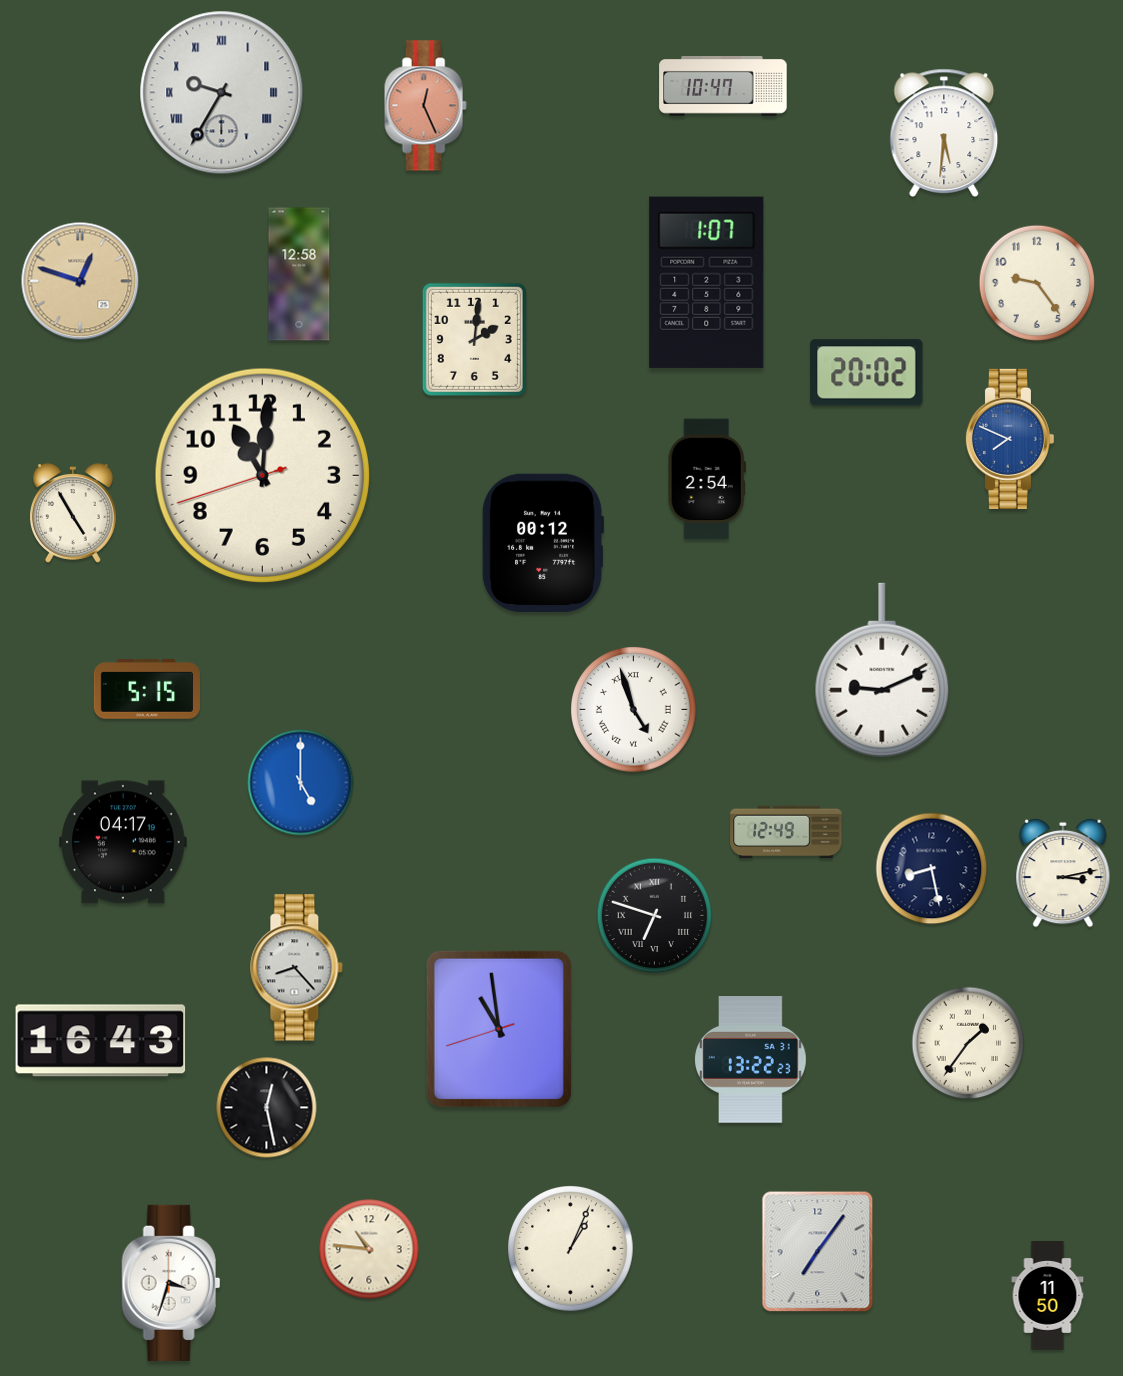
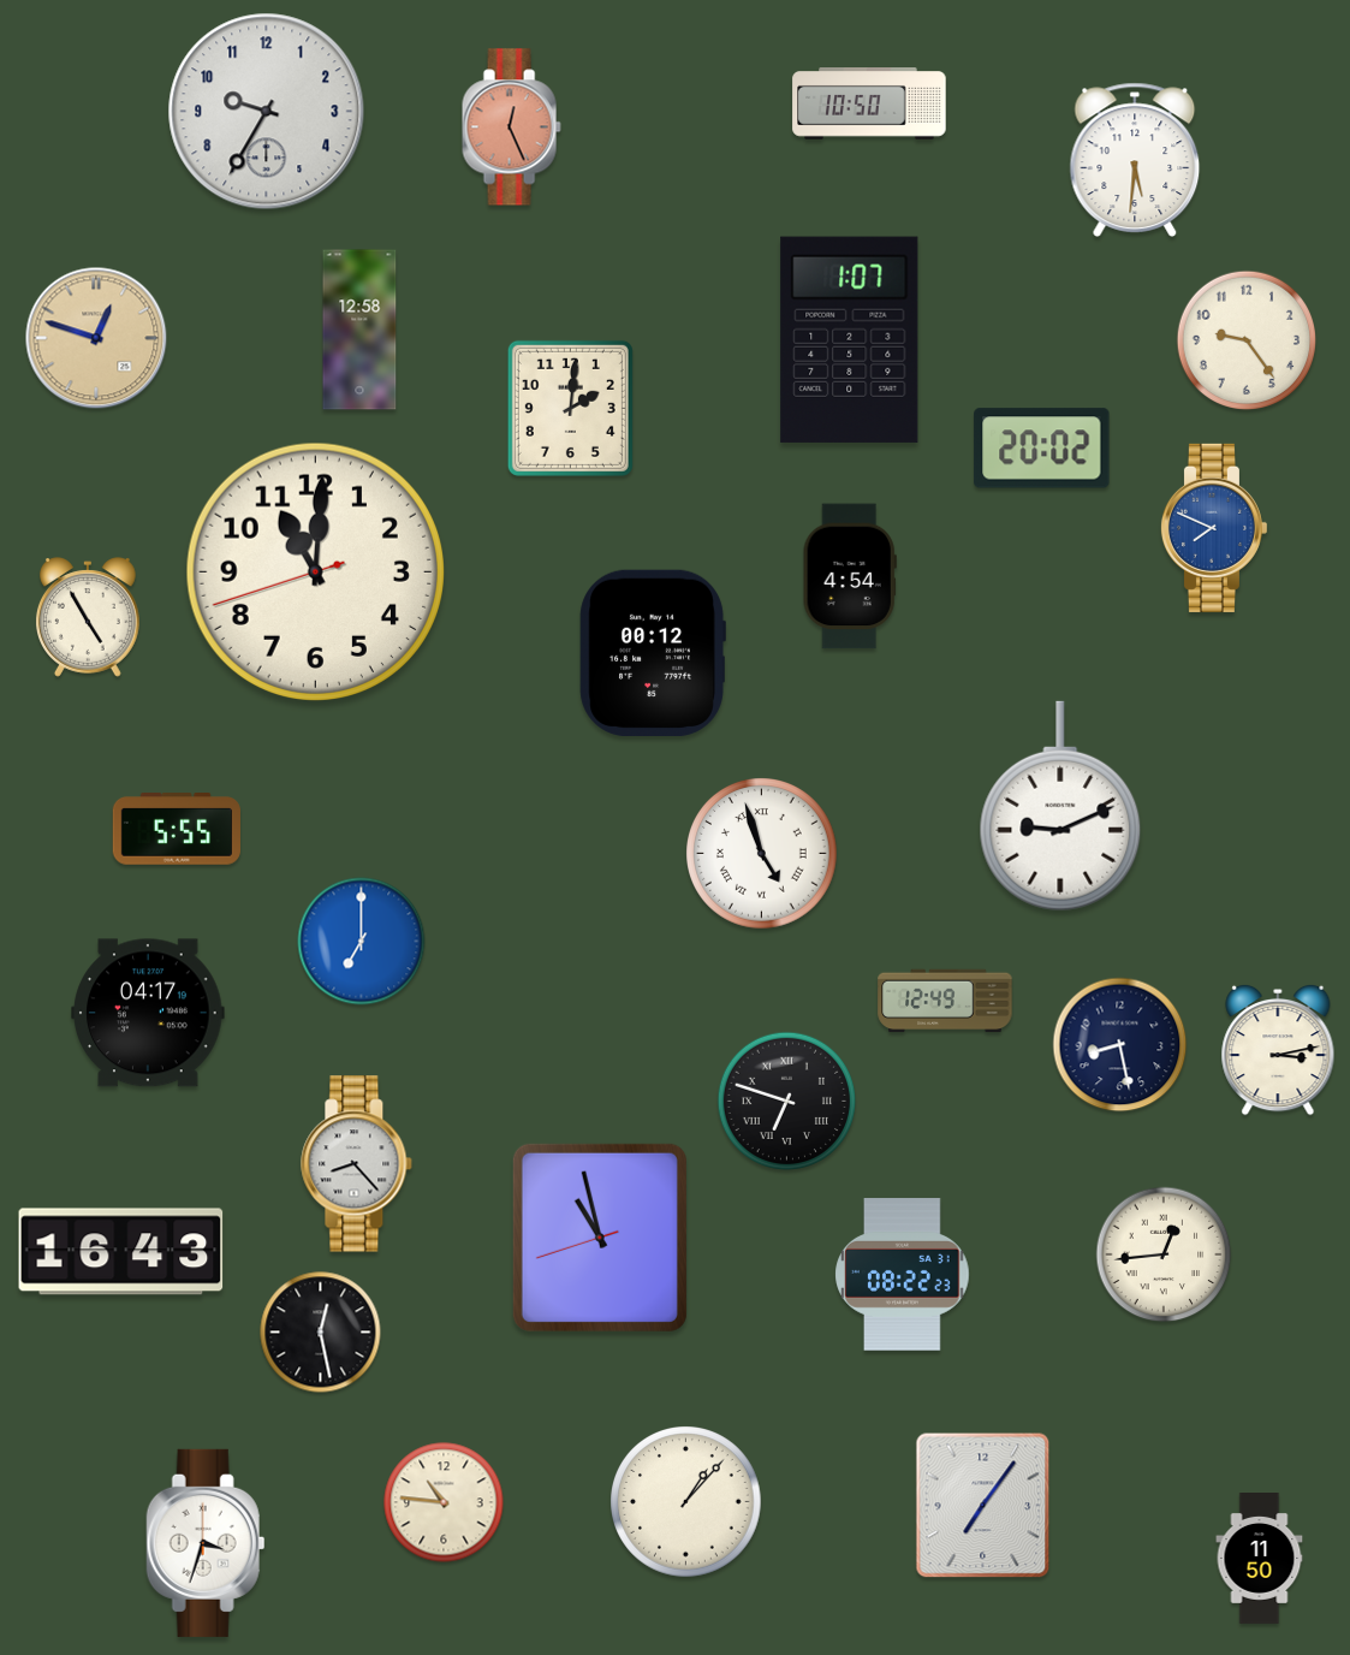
clock at (723, 87): 10:47 -> 10:50
clock at (222, 93) numerals: Roman -> Arabic
clock at (707, 479): 2:54 -> 4:54
clock at (147, 690): 5:15 -> 5:55
clock at (301, 783): 5:00 -> 7:00
clock at (499, 1029): 10:58 -> 10:57
clock at (968, 1043): 1:36 -> 12:44
clock at (751, 1060): 13:22 -> 08:22
clock at (571, 1249): 1:04 -> 1:07
